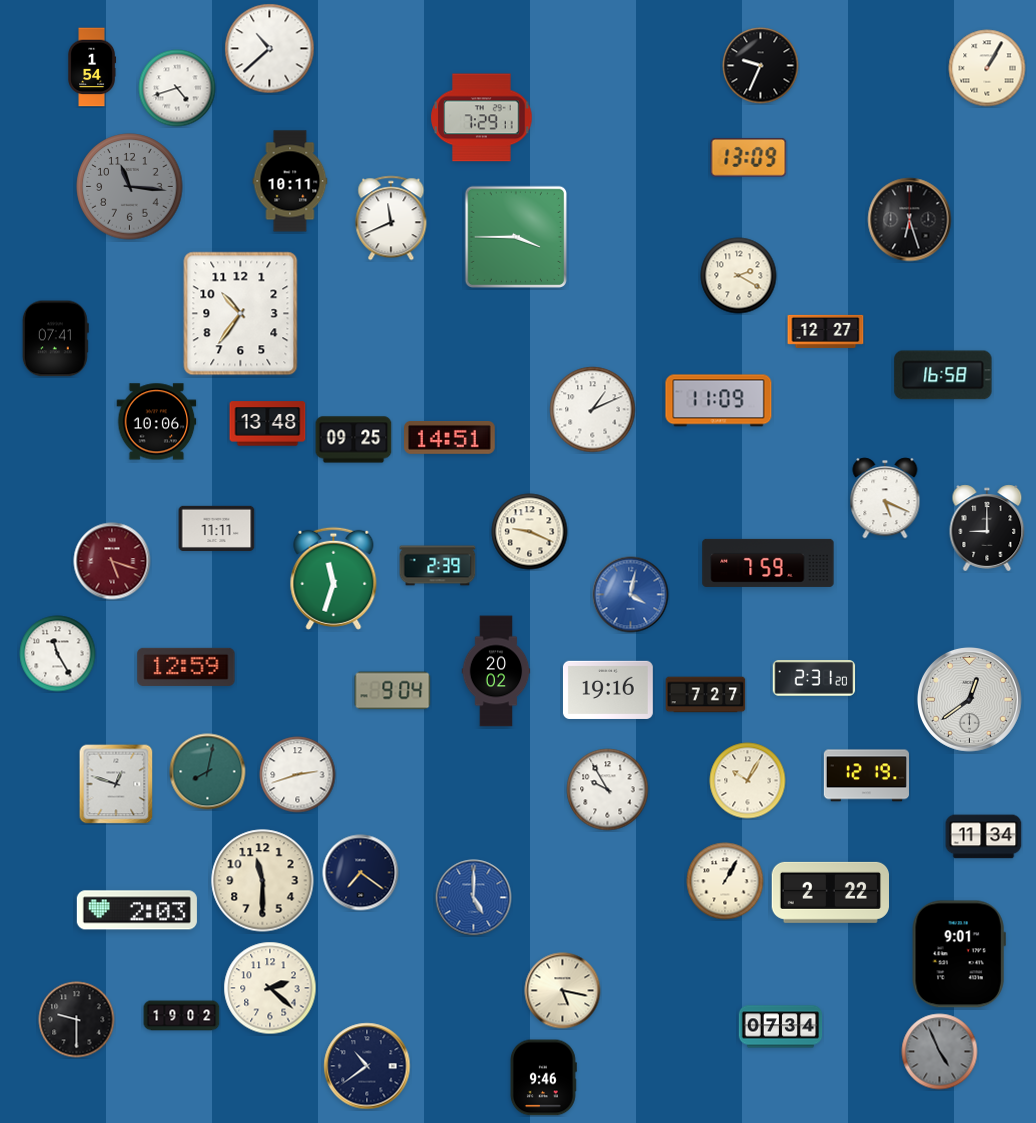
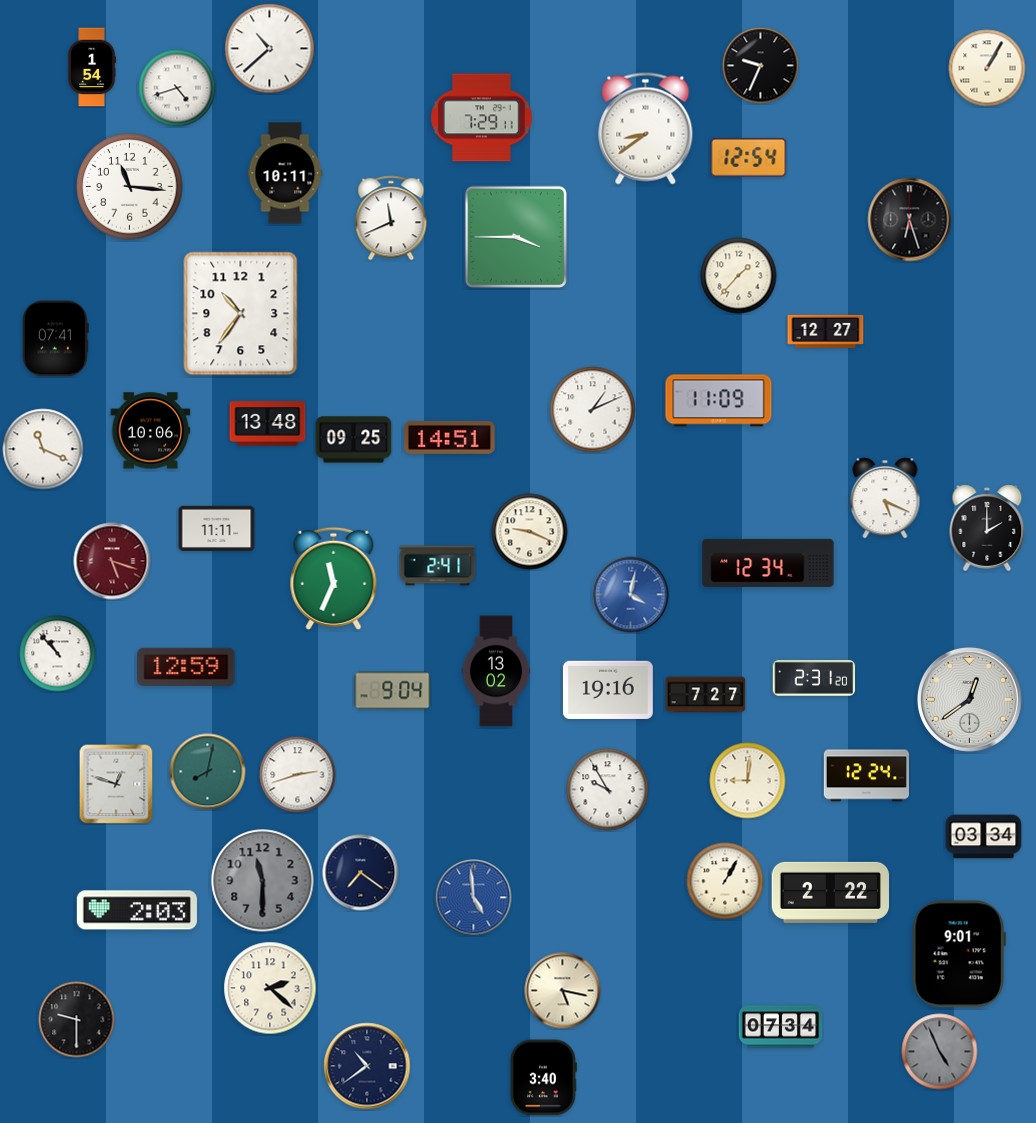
clock at (646, 129): none -> 8:39
clock at (749, 157): 13:09 -> 12:54
clock at (290, 181) position: (290, 181) -> (285, 173)
clock at (130, 187) dial: grey -> white
clock at (739, 276): 2:20 -> 1:37
clock at (943, 375): 16:58 -> none
clock at (157, 422) position: (157, 422) -> (151, 431)
clock at (43, 449): none -> 11:19
clock at (987, 528): 9:00 -> 2:00
clock at (768, 563): 7:59 -> 12:34
clock at (438, 566): 2:39 -> 2:41
clock at (334, 578): 11:33 -> 11:34
clock at (58, 654): 11:25 -> 10:53
clock at (496, 671): 20:02 -> 13:02
clock at (866, 776): 12:19 -> 12:24
clock at (748, 781): 10:05 -> 9:01
clock at (984, 837): 11:34 -> 03:34
clock at (263, 881) dial: cream -> grey
clock at (474, 898): 5:00 -> 4:59
clock at (182, 1016): 19:02 -> none
clock at (543, 1078): 9:46 -> 3:40
